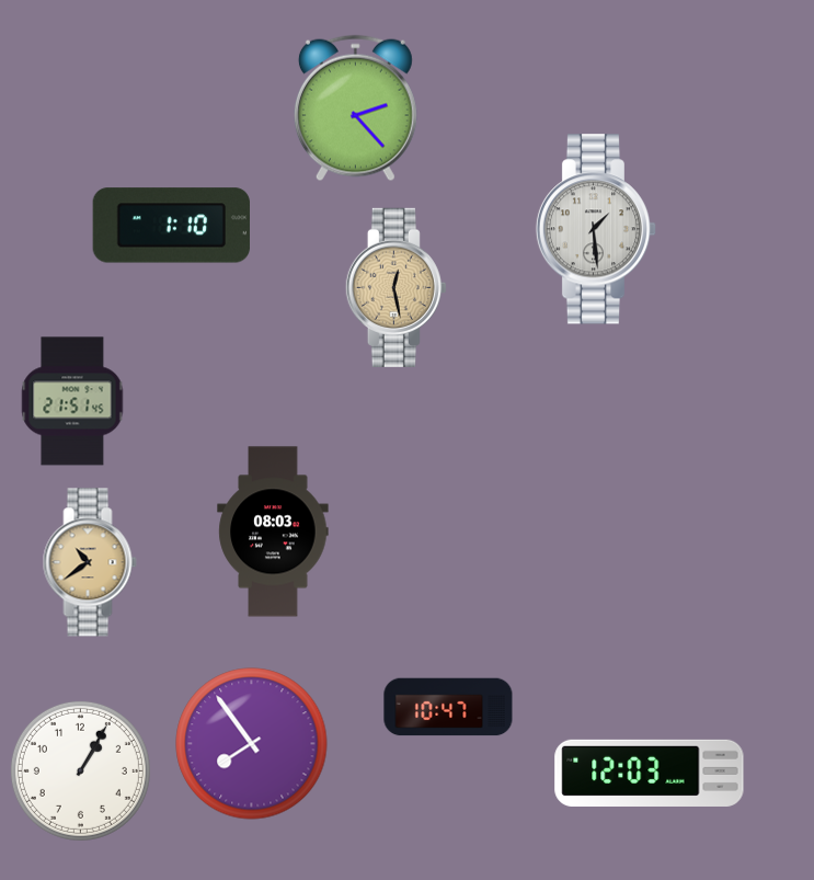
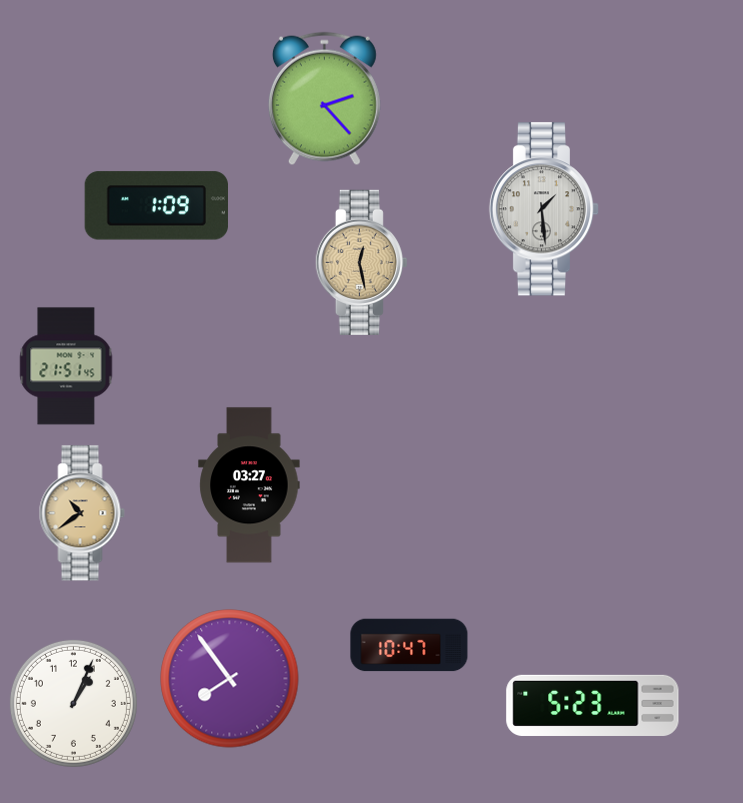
clock at (171, 226): 1:10 -> 1:09
clock at (273, 532): 08:03 -> 03:27
clock at (80, 770): 1:05 -> 1:04
clock at (650, 773): 12:03 -> 5:23
